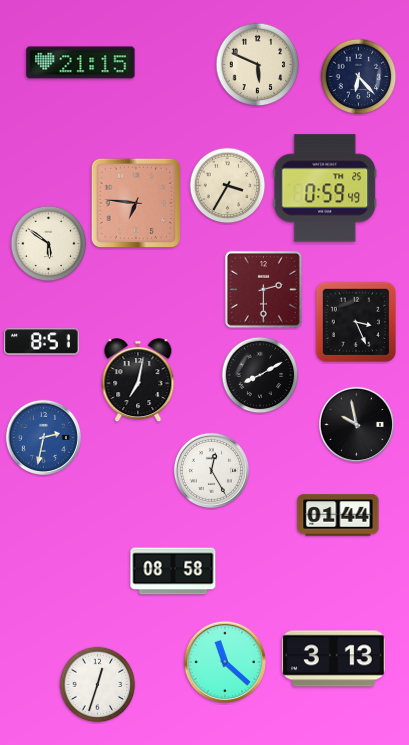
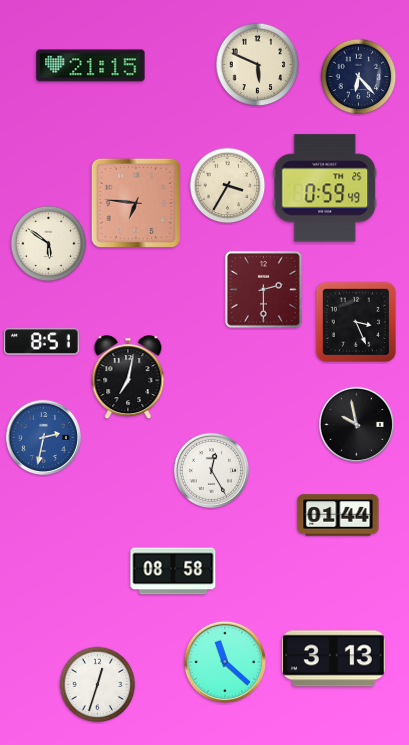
clock at (81, 63) position: (81, 63) -> (91, 66)
clock at (260, 375): 8:10 -> none
clock at (138, 381) position: (138, 381) -> (128, 378)
